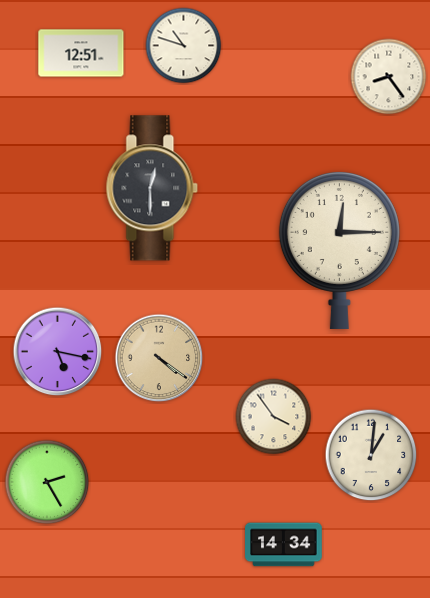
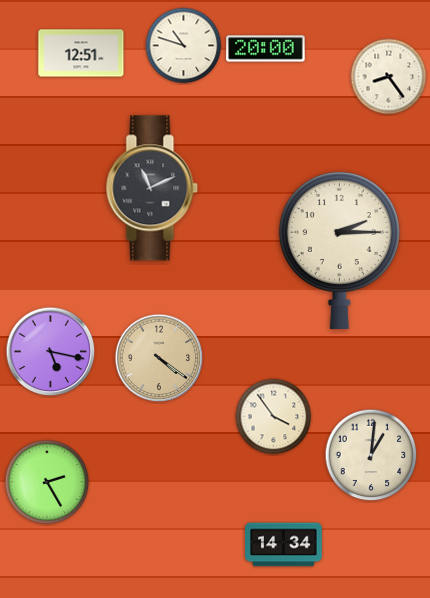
clock at (266, 49): none -> 20:00
clock at (152, 188): 12:30 -> 11:11
clock at (339, 250): 12:15 -> 2:15
clock at (58, 352) position: (58, 352) -> (51, 352)
